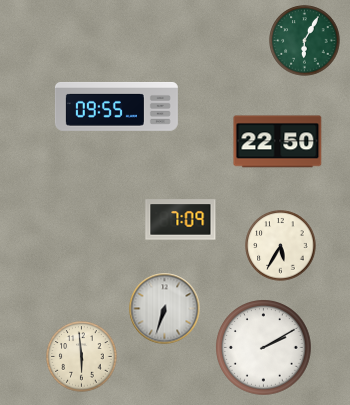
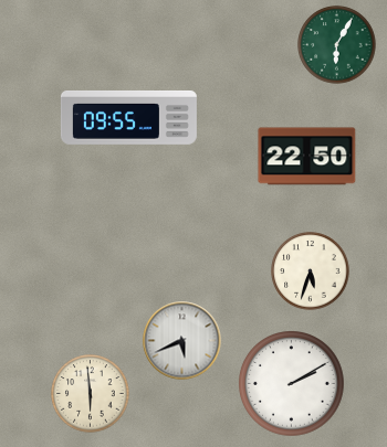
clock at (181, 220): 7:09 -> none
clock at (281, 246): 5:35 -> 5:33
clock at (165, 309): 6:33 -> 5:41
